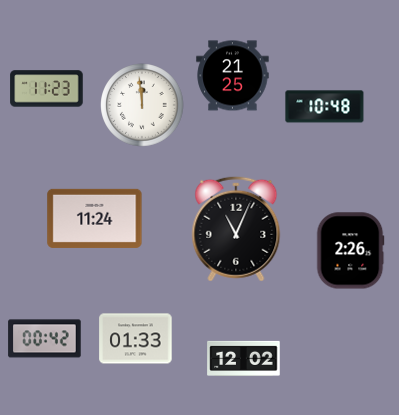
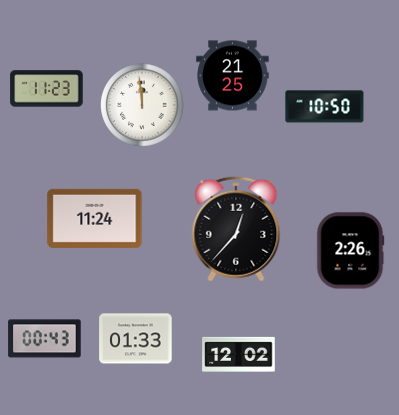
clock at (325, 107): 10:48 -> 10:50
clock at (236, 229): 11:04 -> 12:37
clock at (45, 339): 00:42 -> 00:43
clock at (244, 358) position: (244, 358) -> (239, 354)
